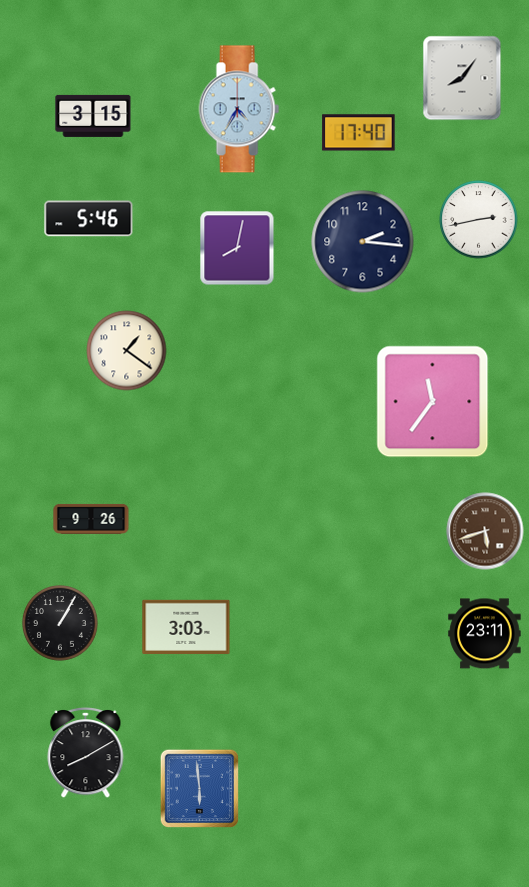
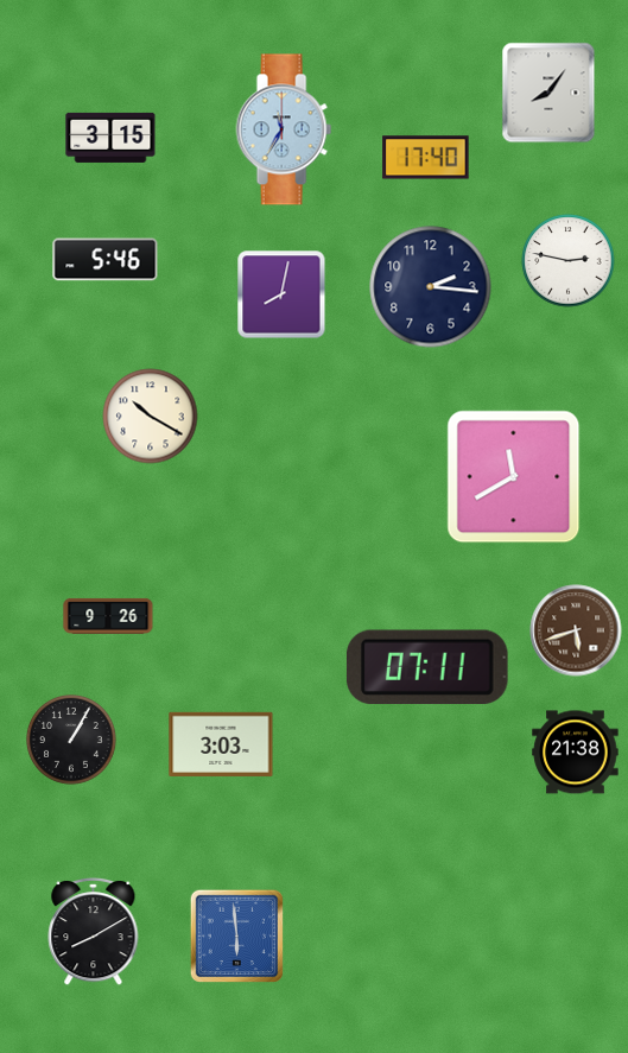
clock at (239, 109): 4:35 -> 11:35
clock at (479, 220): 2:43 -> 2:47
clock at (127, 351): 1:21 -> 10:20
clock at (433, 402): 11:36 -> 11:40
clock at (427, 666): none -> 07:11
clock at (485, 634): 23:11 -> 21:38
clock at (86, 753) position: (86, 753) -> (94, 932)
